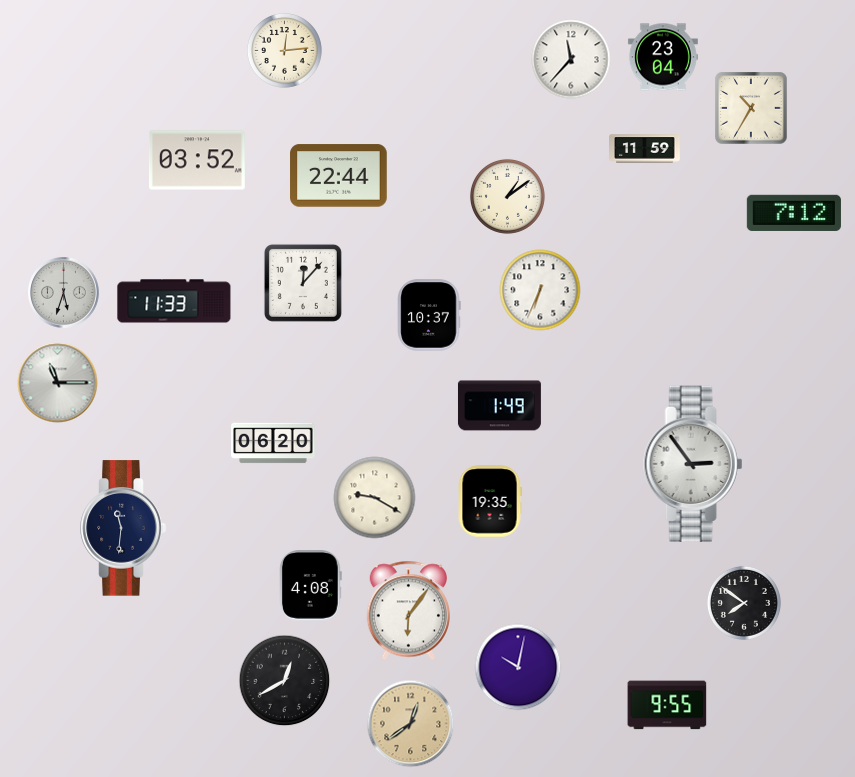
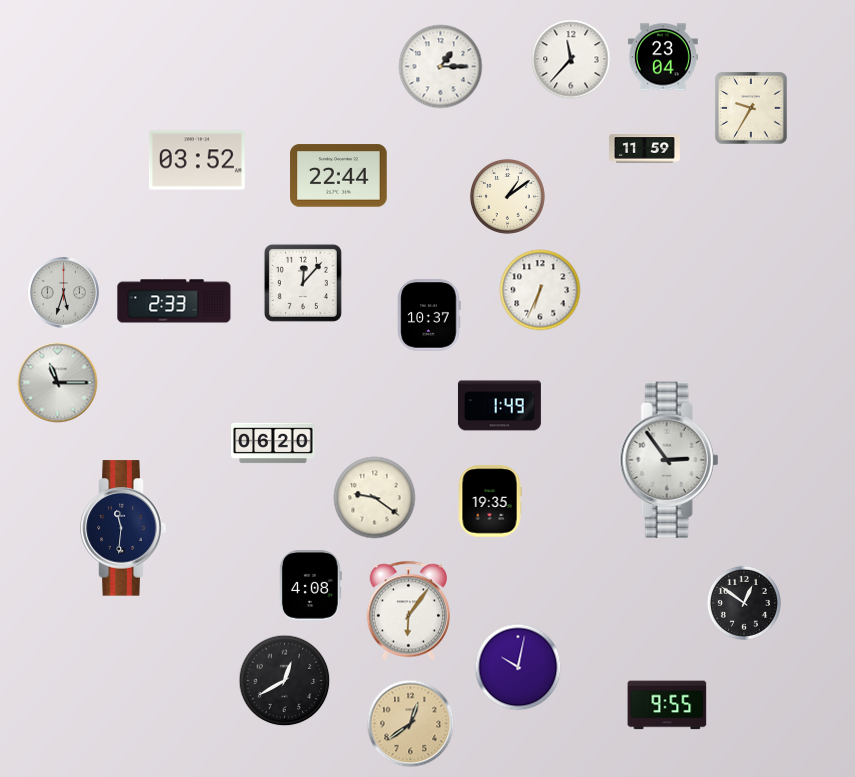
clock at (284, 50): 12:14 -> none
clock at (441, 67): none -> 1:15
clock at (751, 108): 10:35 -> 9:35
clock at (794, 213): 7:12 -> none
clock at (174, 301): 11:33 -> 2:33
clock at (693, 463) position: (693, 463) -> (669, 459)
clock at (375, 498): 9:20 -> 9:21
clock at (744, 603): 7:51 -> 12:51
